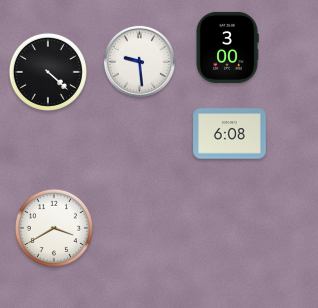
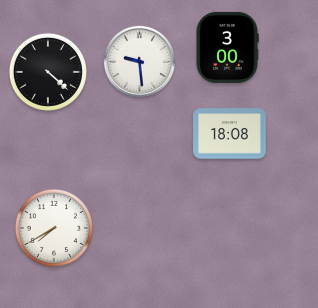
clock at (230, 134): 6:08 -> 18:08
clock at (54, 228): 3:40 -> 7:40
